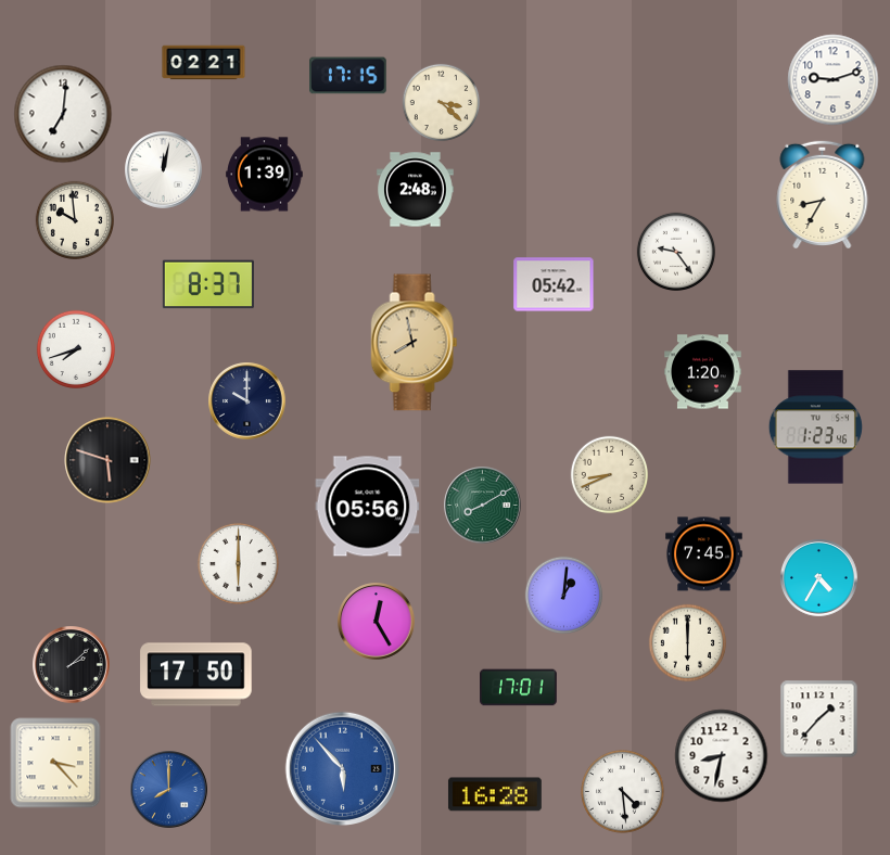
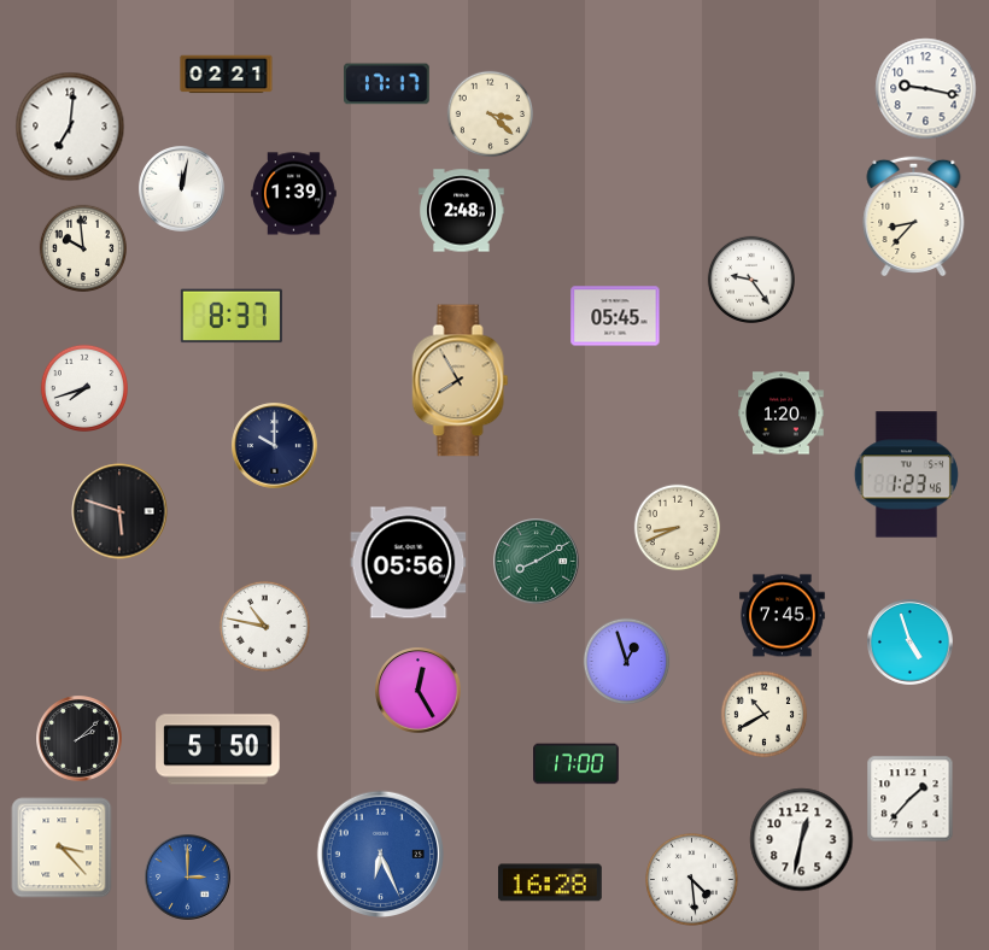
clock at (204, 63) position: (204, 63) -> (227, 75)
clock at (348, 76): 17:15 -> 17:17
clock at (834, 80): 9:12 -> 9:17
clock at (823, 193): 8:35 -> 8:37
clock at (74, 219) position: (74, 219) -> (82, 247)
clock at (554, 284): 05:42 -> 05:45
clock at (415, 343): 7:58 -> 7:55
clock at (238, 563): 6:00 -> 10:47
clock at (819, 578): 4:35 -> 4:57
clock at (564, 596): 1:01 -> 12:57
clock at (688, 643): 6:00 -> 10:40
clock at (196, 675): 17:50 -> 5:50
clock at (519, 688): 17:01 -> 17:00
clock at (722, 756): 8:32 -> 12:32
clock at (343, 769): 5:53 -> 6:26
clock at (169, 790): 8:00 -> 3:00
